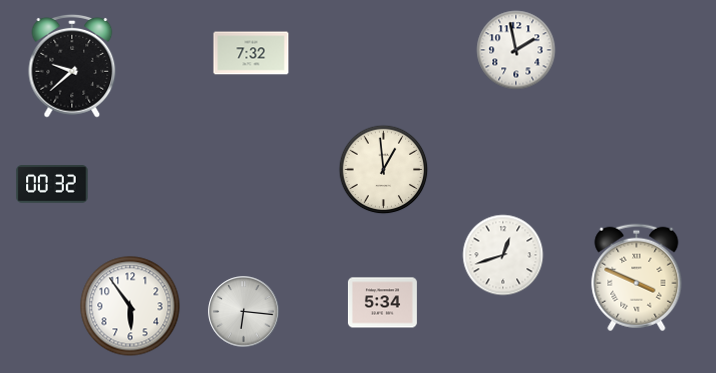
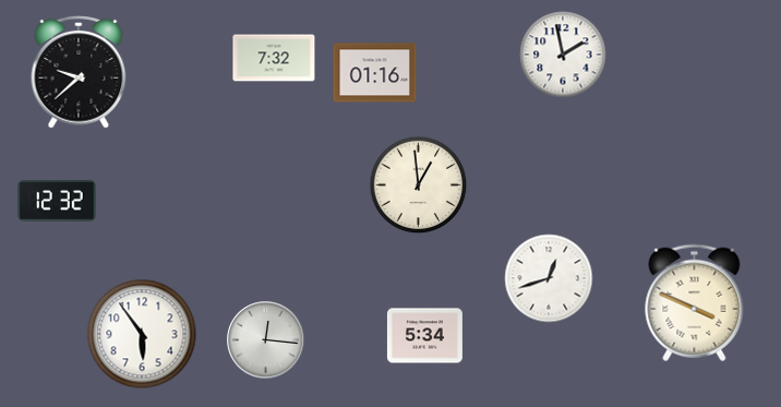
clock at (375, 73): none -> 01:16
clock at (52, 184): 00:32 -> 12:32
clock at (382, 303) position: (382, 303) -> (424, 336)
clock at (244, 312): 6:16 -> 12:16
